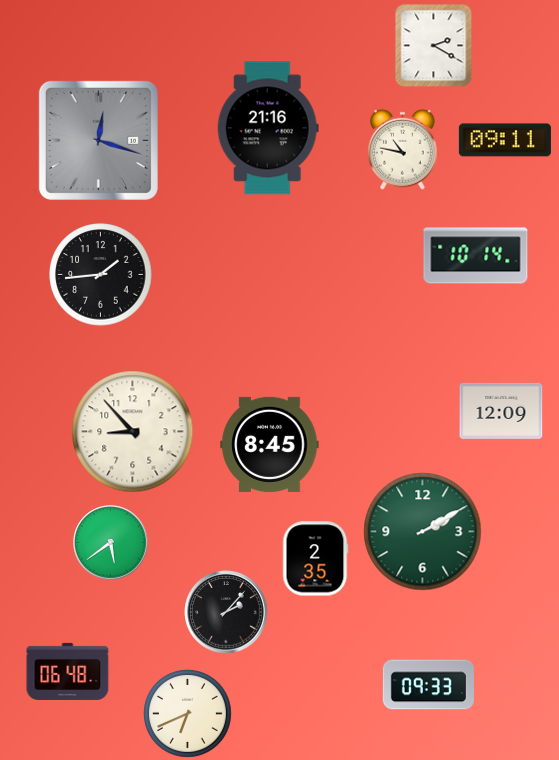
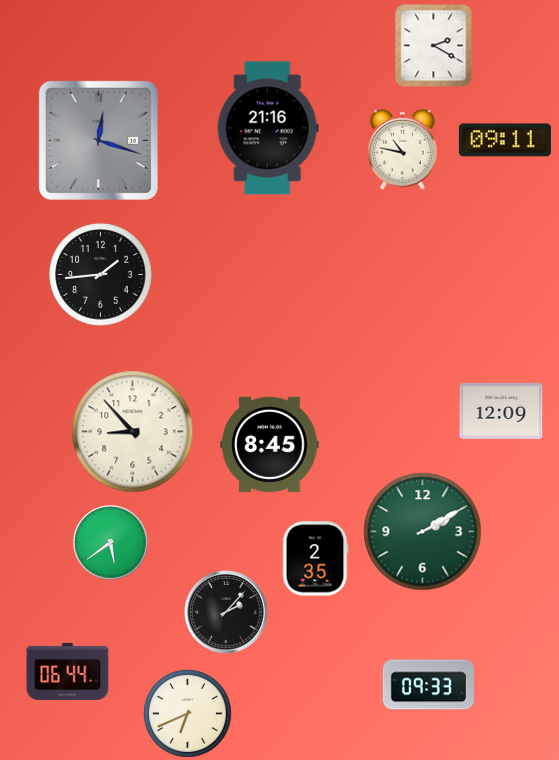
clock at (476, 256): 10:14 -> none
clock at (68, 671): 06:48 -> 06:44
